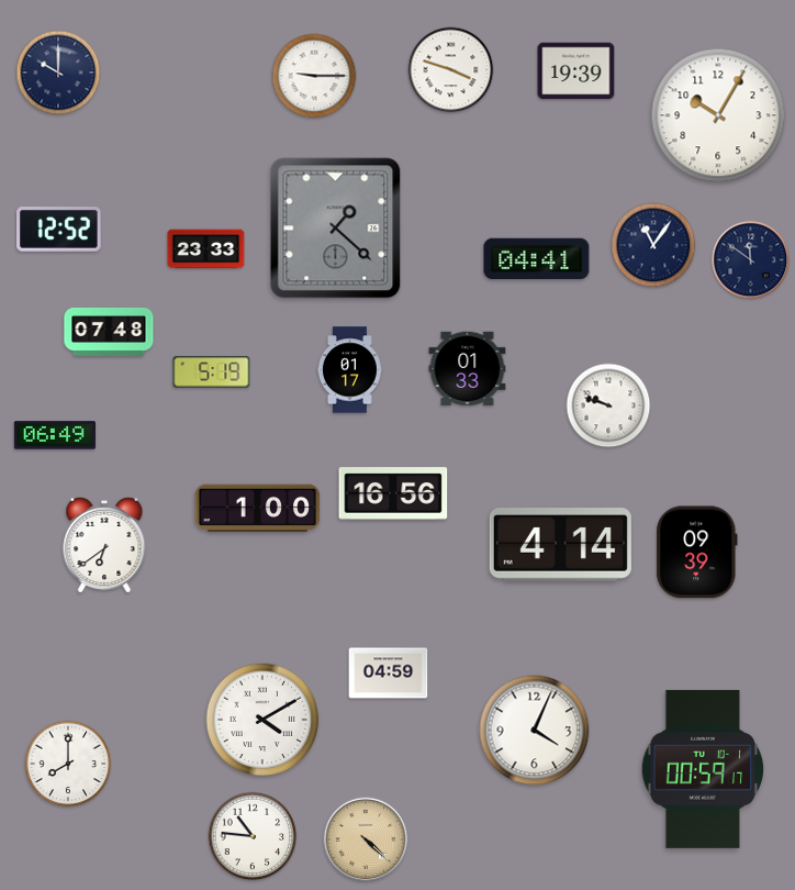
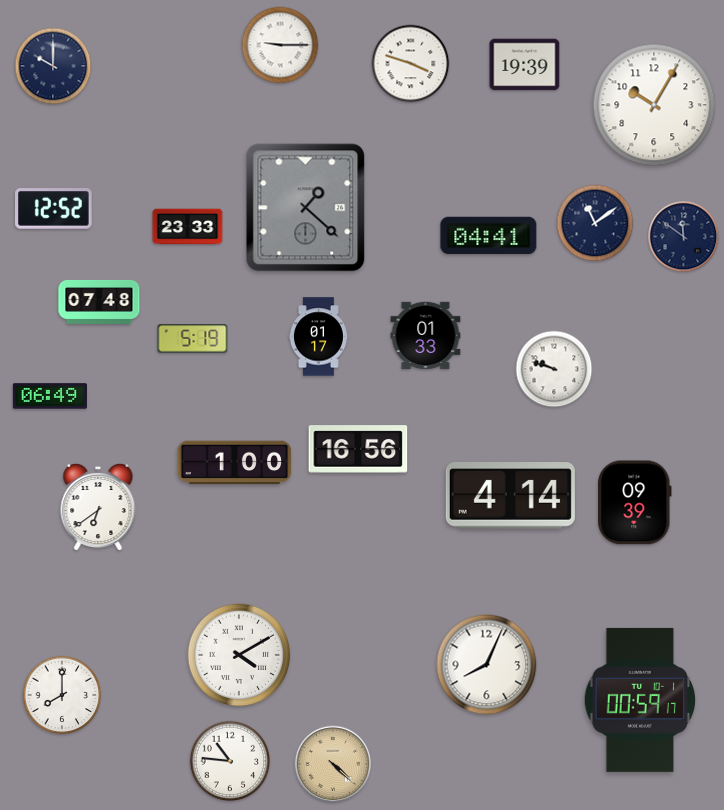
clock at (314, 76) position: (314, 76) -> (280, 45)
clock at (653, 245): 11:06 -> 11:09
clock at (104, 544) position: (104, 544) -> (98, 506)
clock at (389, 674): 04:59 -> none
clock at (535, 731): 4:04 -> 8:04
